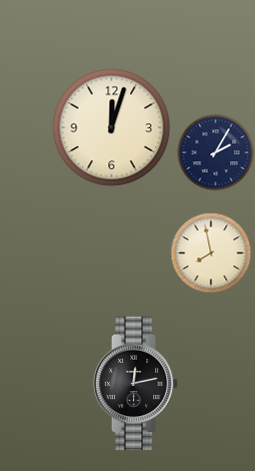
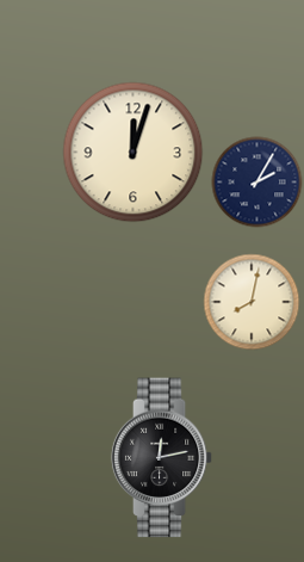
clock at (211, 253): 7:58 -> 8:02
